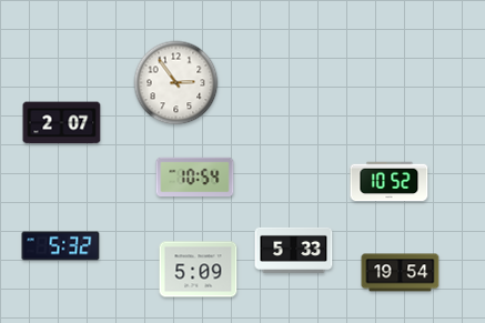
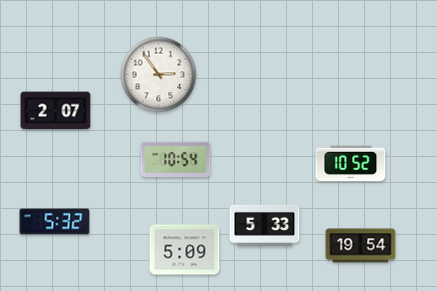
clock at (199, 270) position: (199, 270) -> (185, 250)
